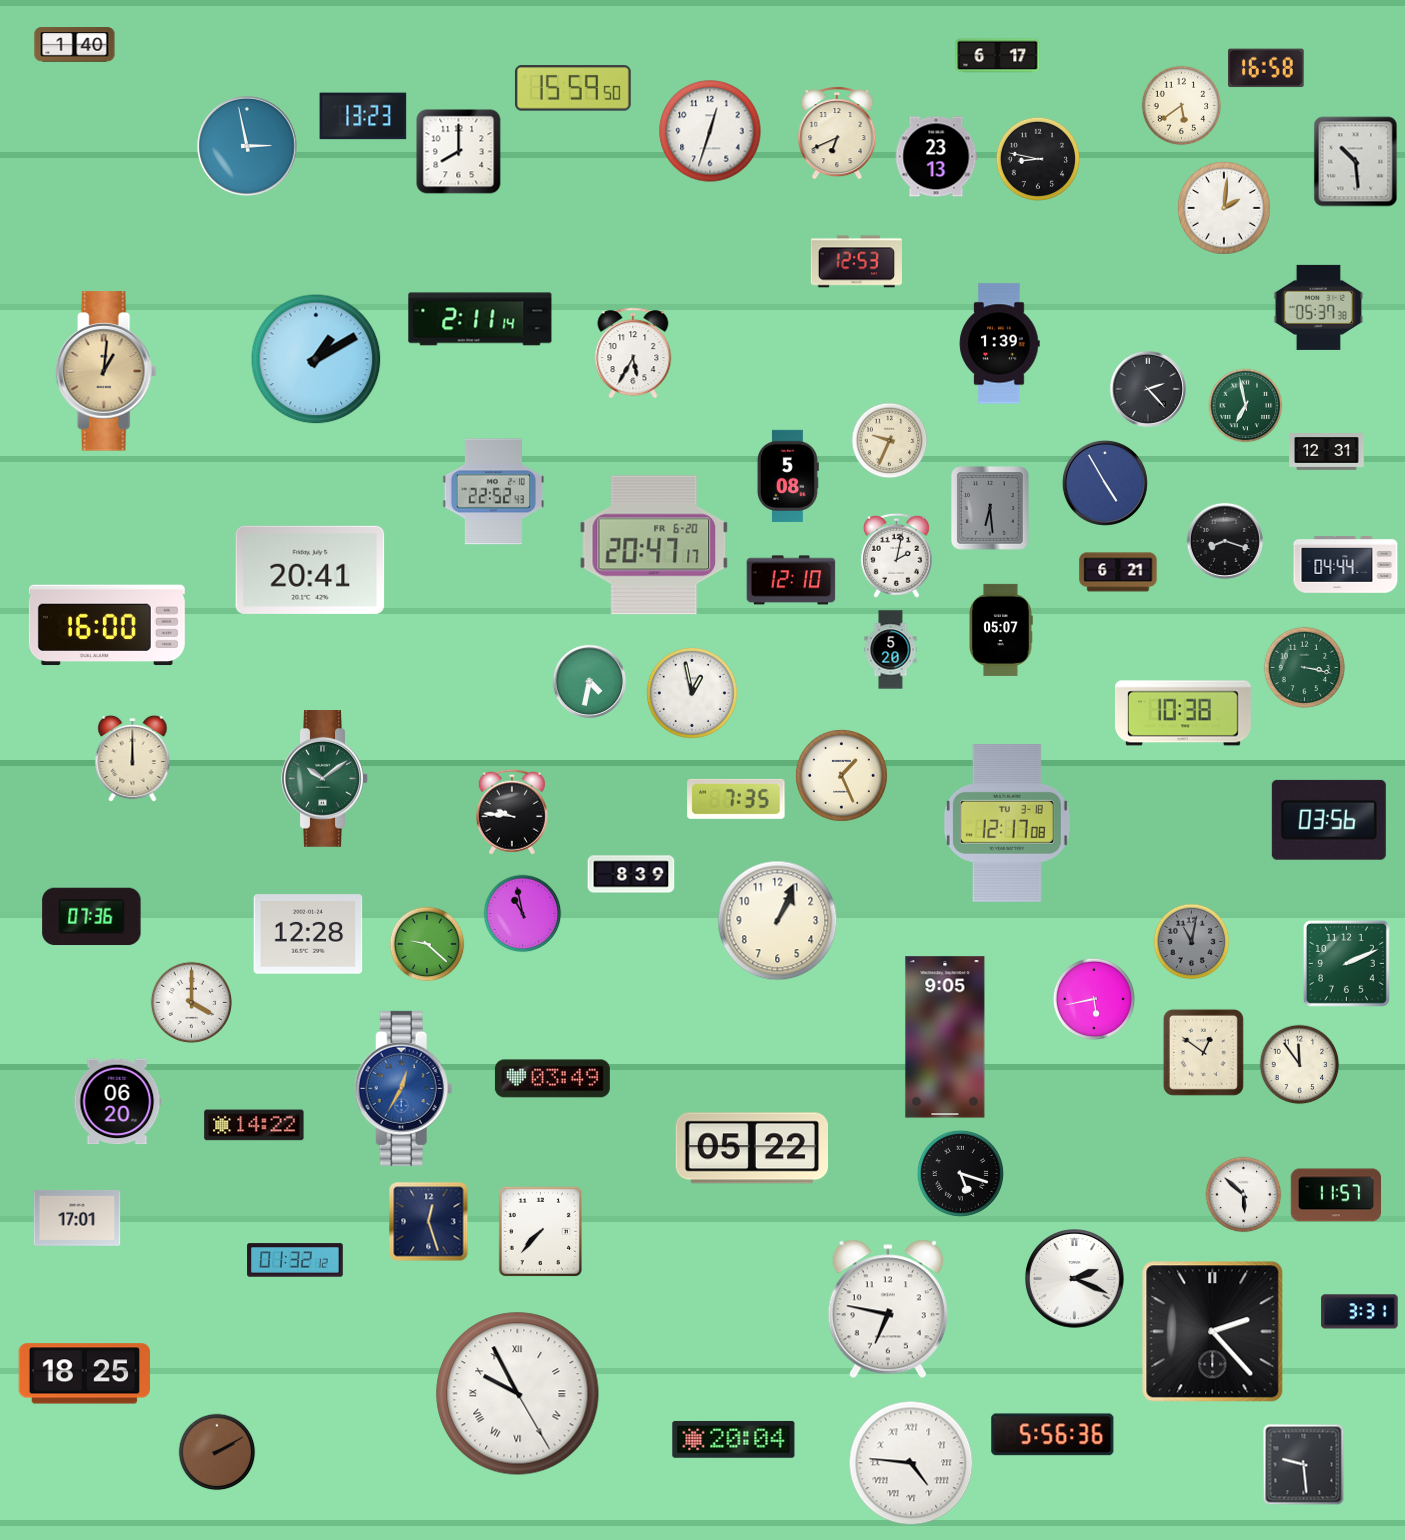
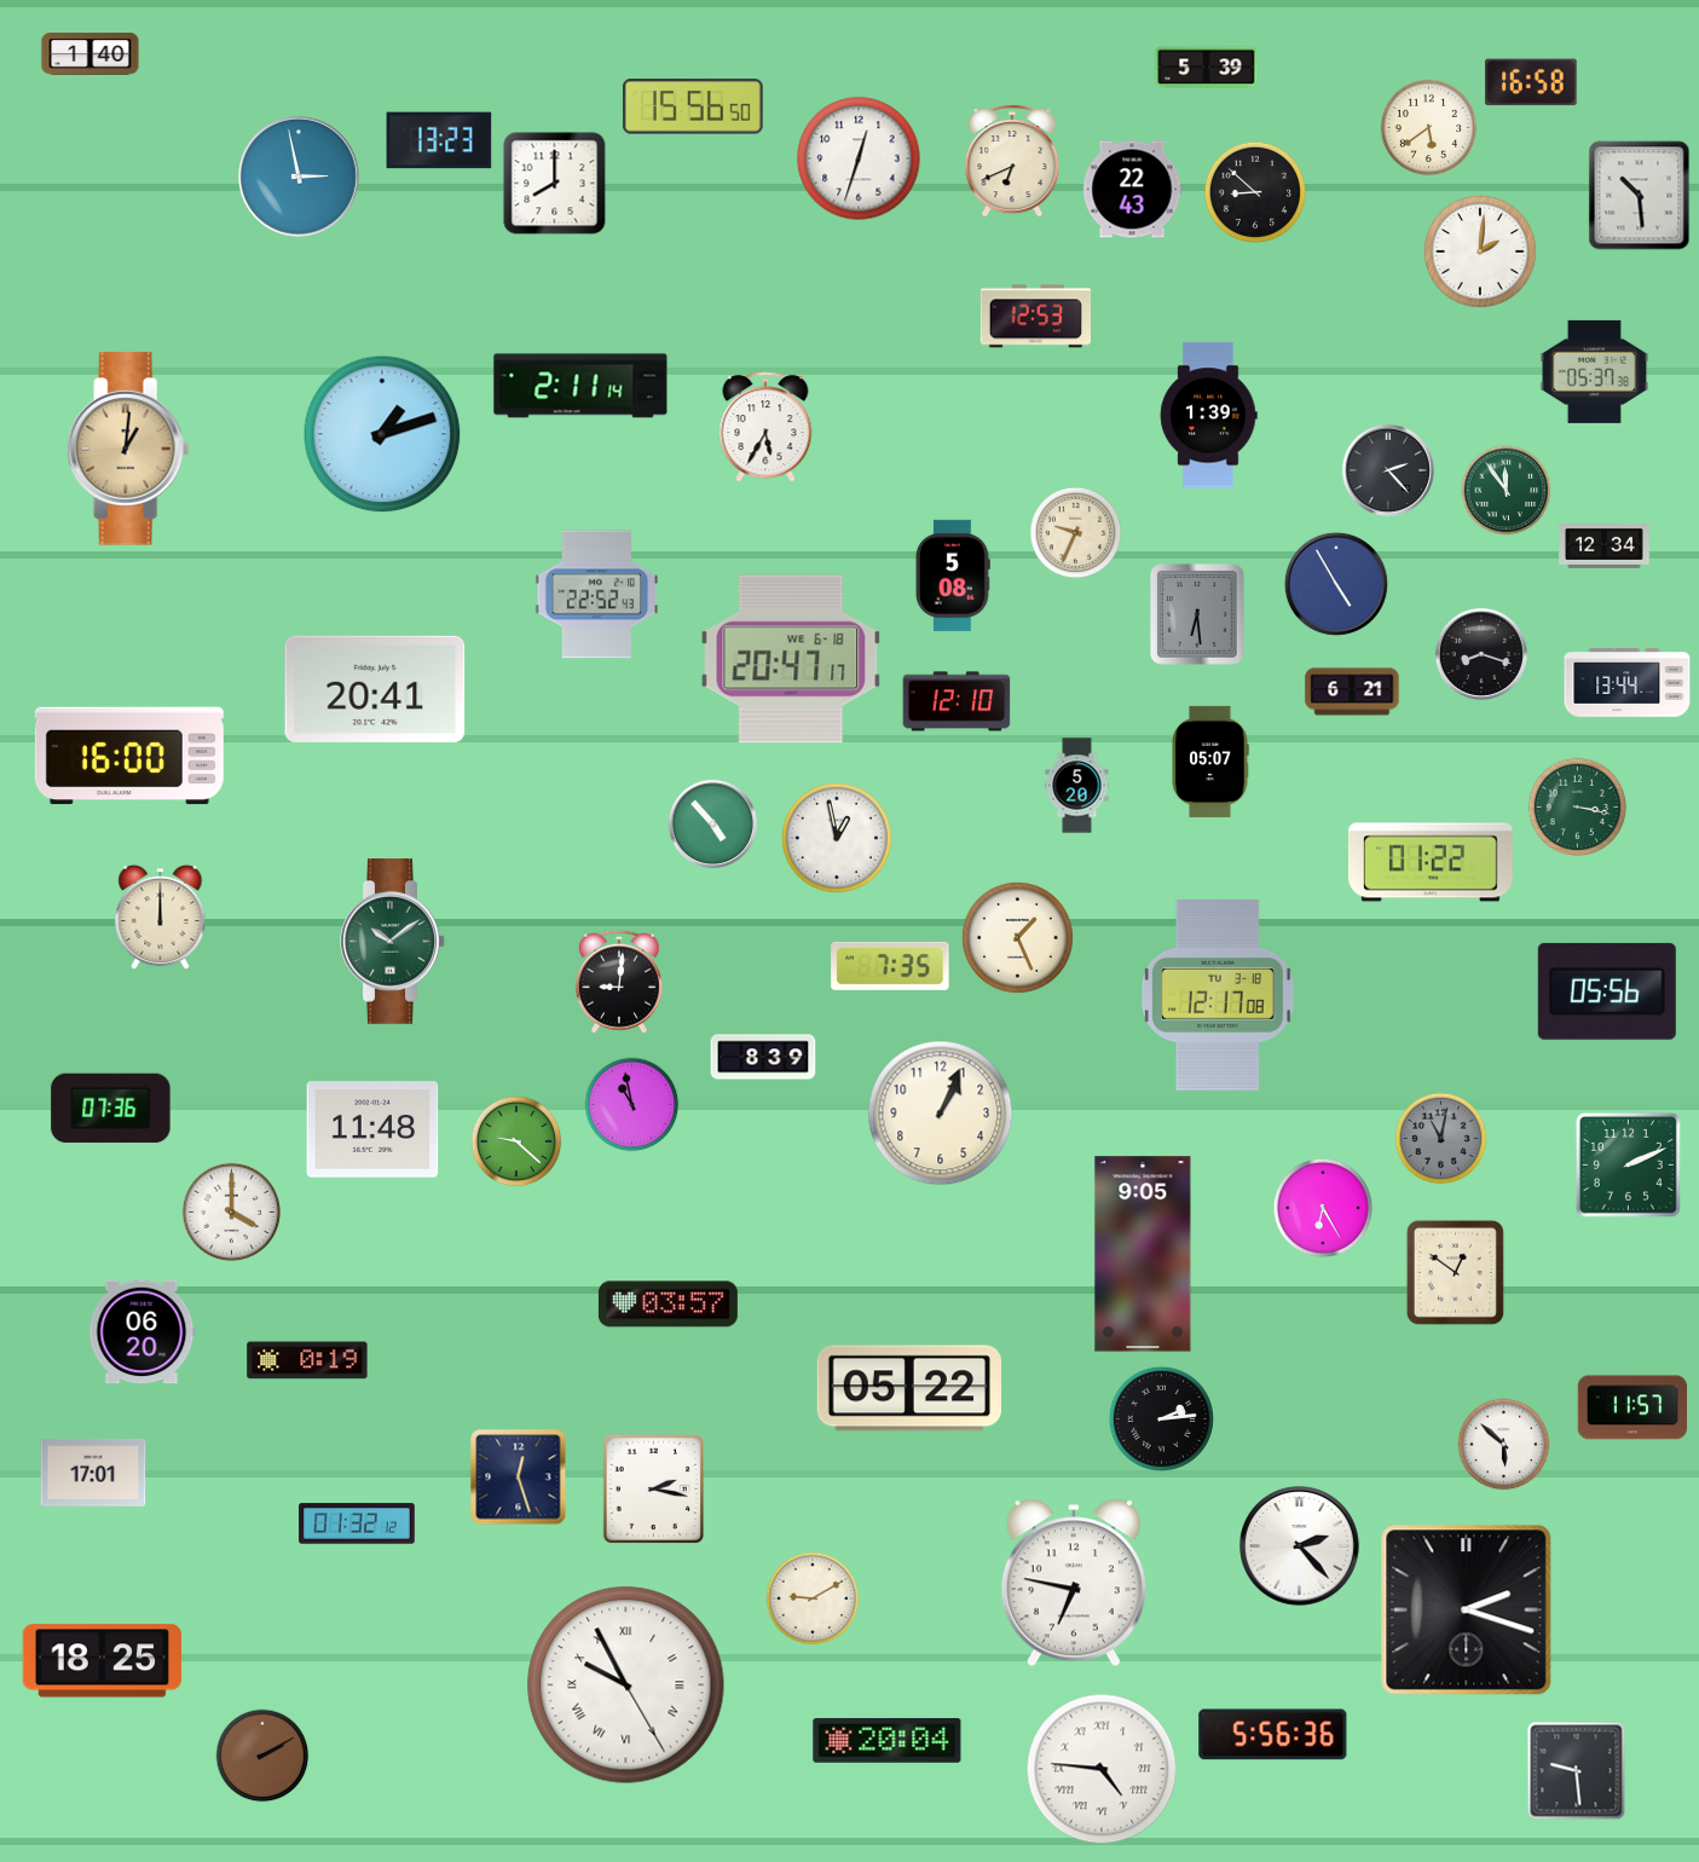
clock at (998, 56): 6:17 -> 5:39
clock at (573, 88): 15:59 -> 15:56
clock at (936, 157): 23:13 -> 22:43
clock at (1038, 159): 8:47 -> 8:52
clock at (316, 359): 1:10 -> 1:12
clock at (1246, 406): 6:58 -> 11:54
clock at (1327, 452): 12:31 -> 12:34
clock at (654, 545) date: FR 6-20 -> WE 6-18
clock at (896, 555): 2:02 -> none
clock at (1346, 565): 04:44 -> 13:44
clock at (589, 681): 4:32 -> 4:53
clock at (1183, 713): 10:38 -> 01:22
clock at (512, 812): 9:46 -> 9:01
clock at (1329, 820): 03:56 -> 05:56
clock at (308, 934): 12:28 -> 11:48
clock at (1093, 998): 5:43 -> 6:25
clock at (1300, 1065): 11:54 -> none
clock at (552, 1079): 03:49 -> 03:57
clock at (403, 1088): 12:35 -> none
clock at (254, 1125): 14:22 -> 0:19
clock at (960, 1173): 5:18 -> 2:14
clock at (1336, 1195) position: (1336, 1195) -> (1632, 1407)
clock at (540, 1231): 7:37 -> 2:17
clock at (1075, 1279): 2:19 -> 2:23
clock at (1360, 1312): 3:31 -> none
clock at (813, 1598): none -> 9:10
clock at (1213, 1332): 2:23 -> 2:18
